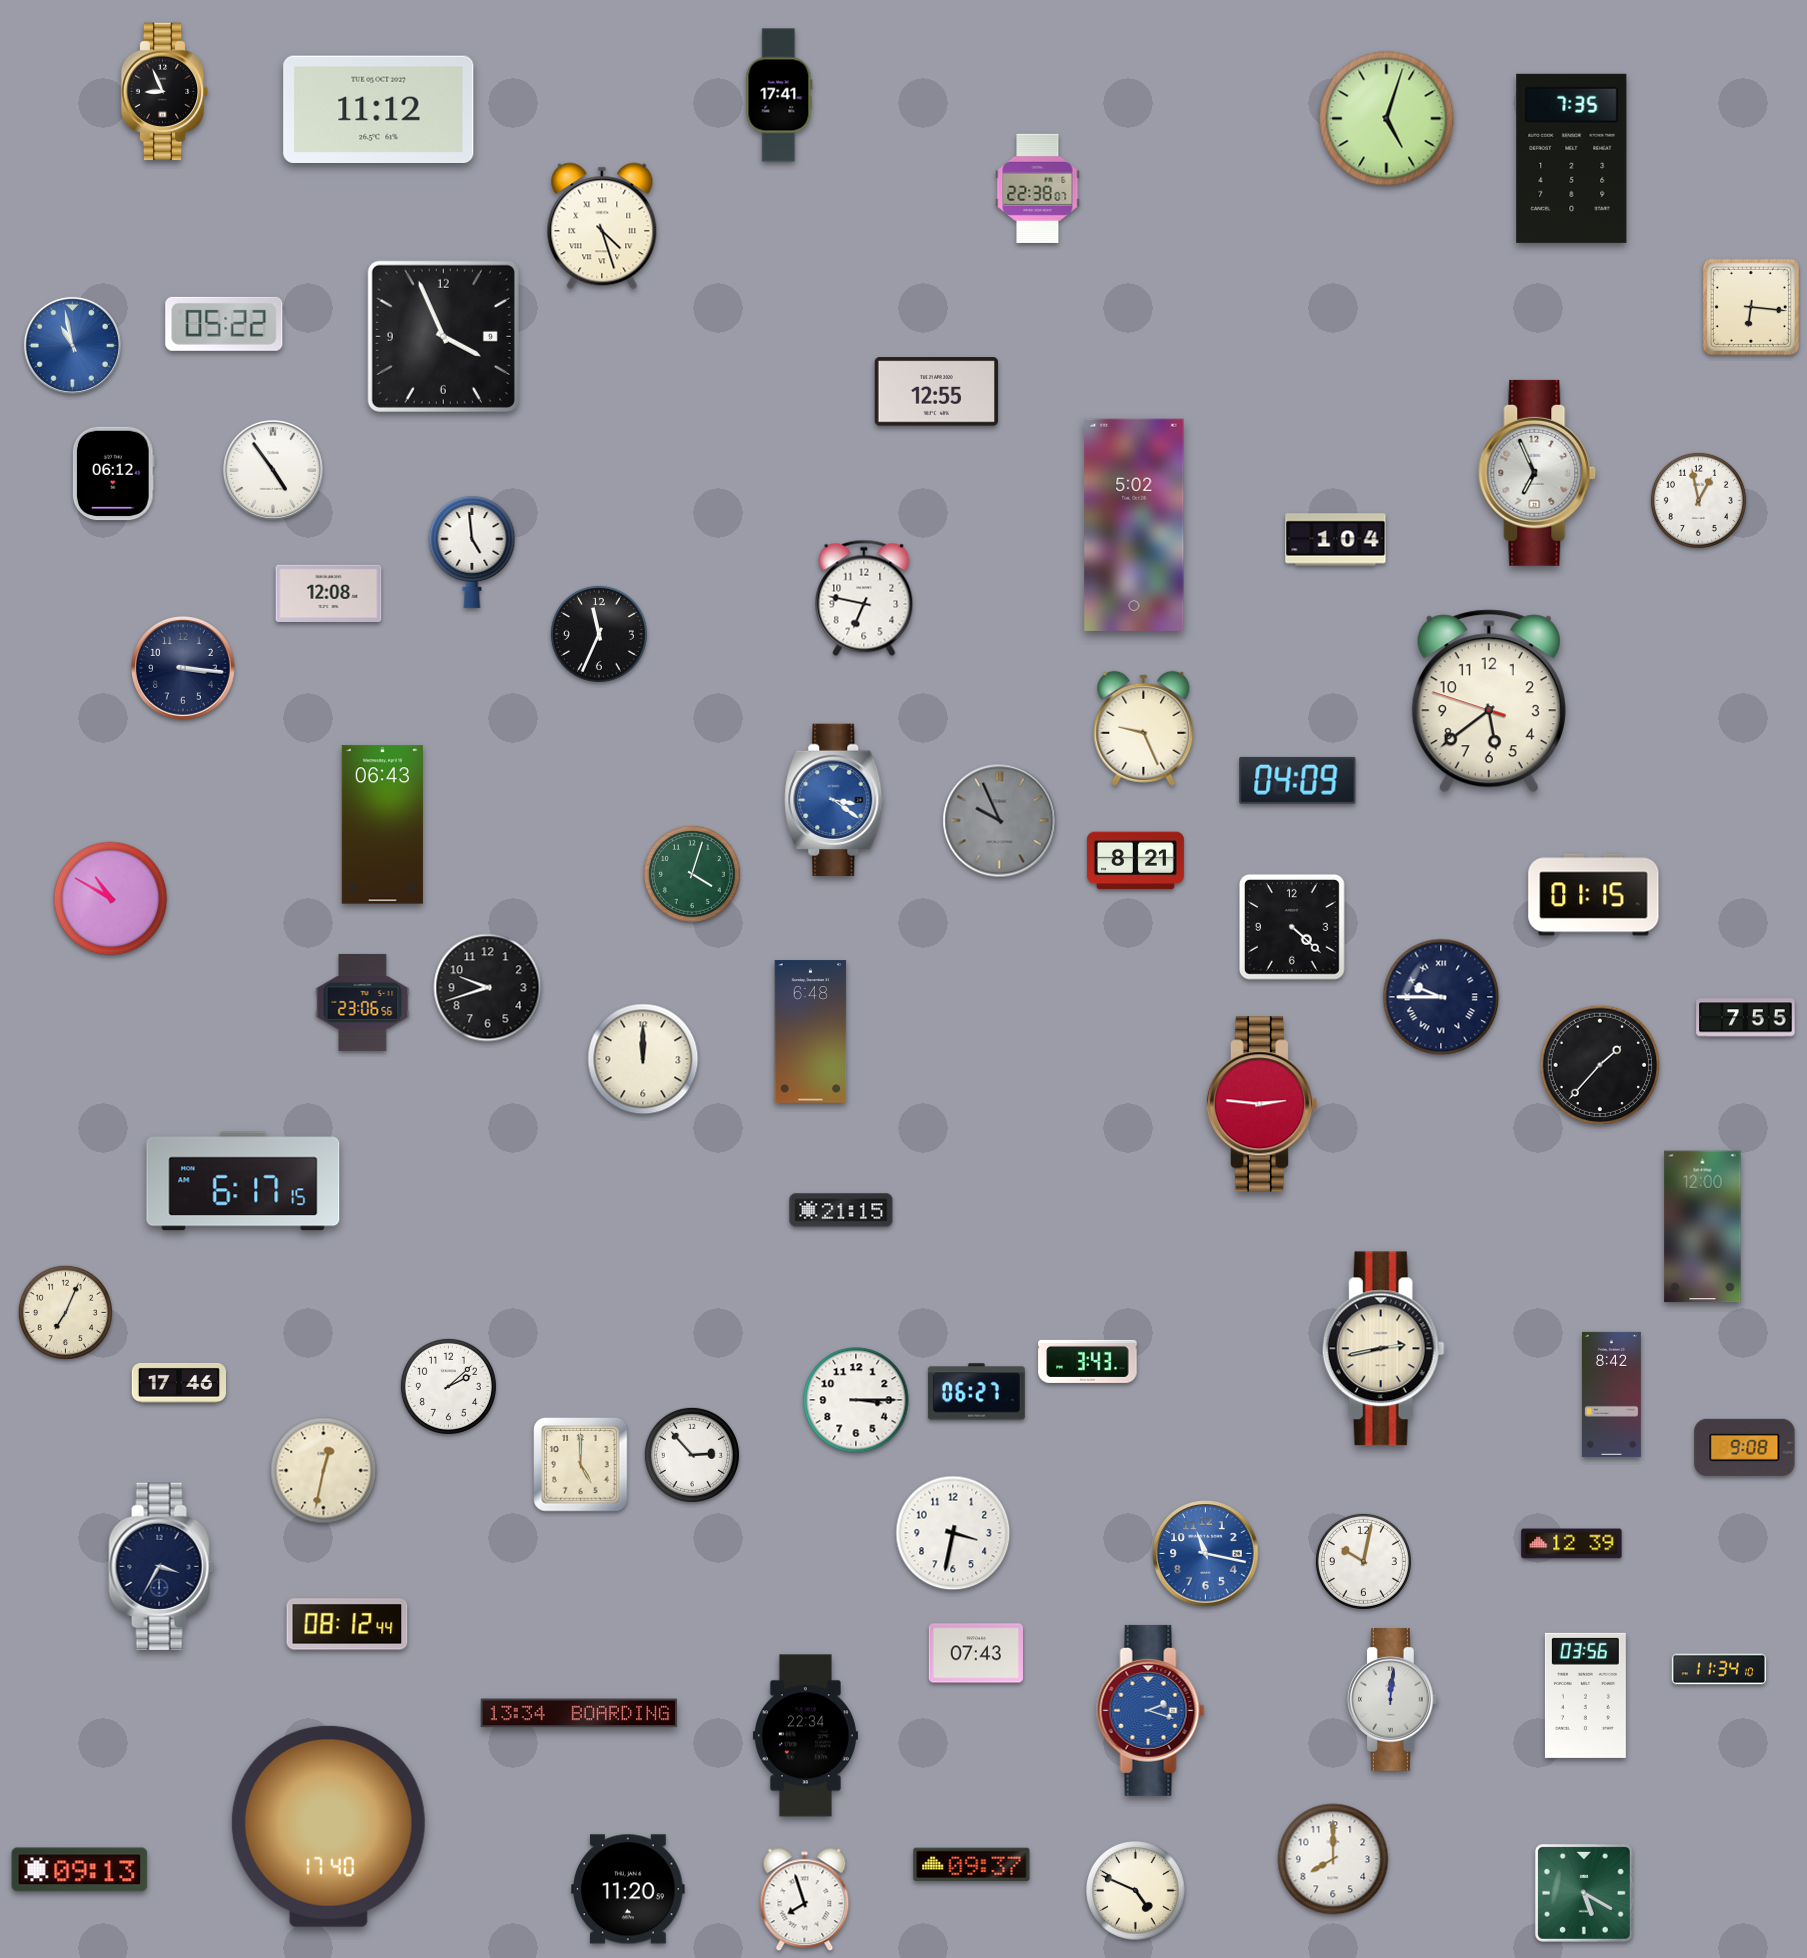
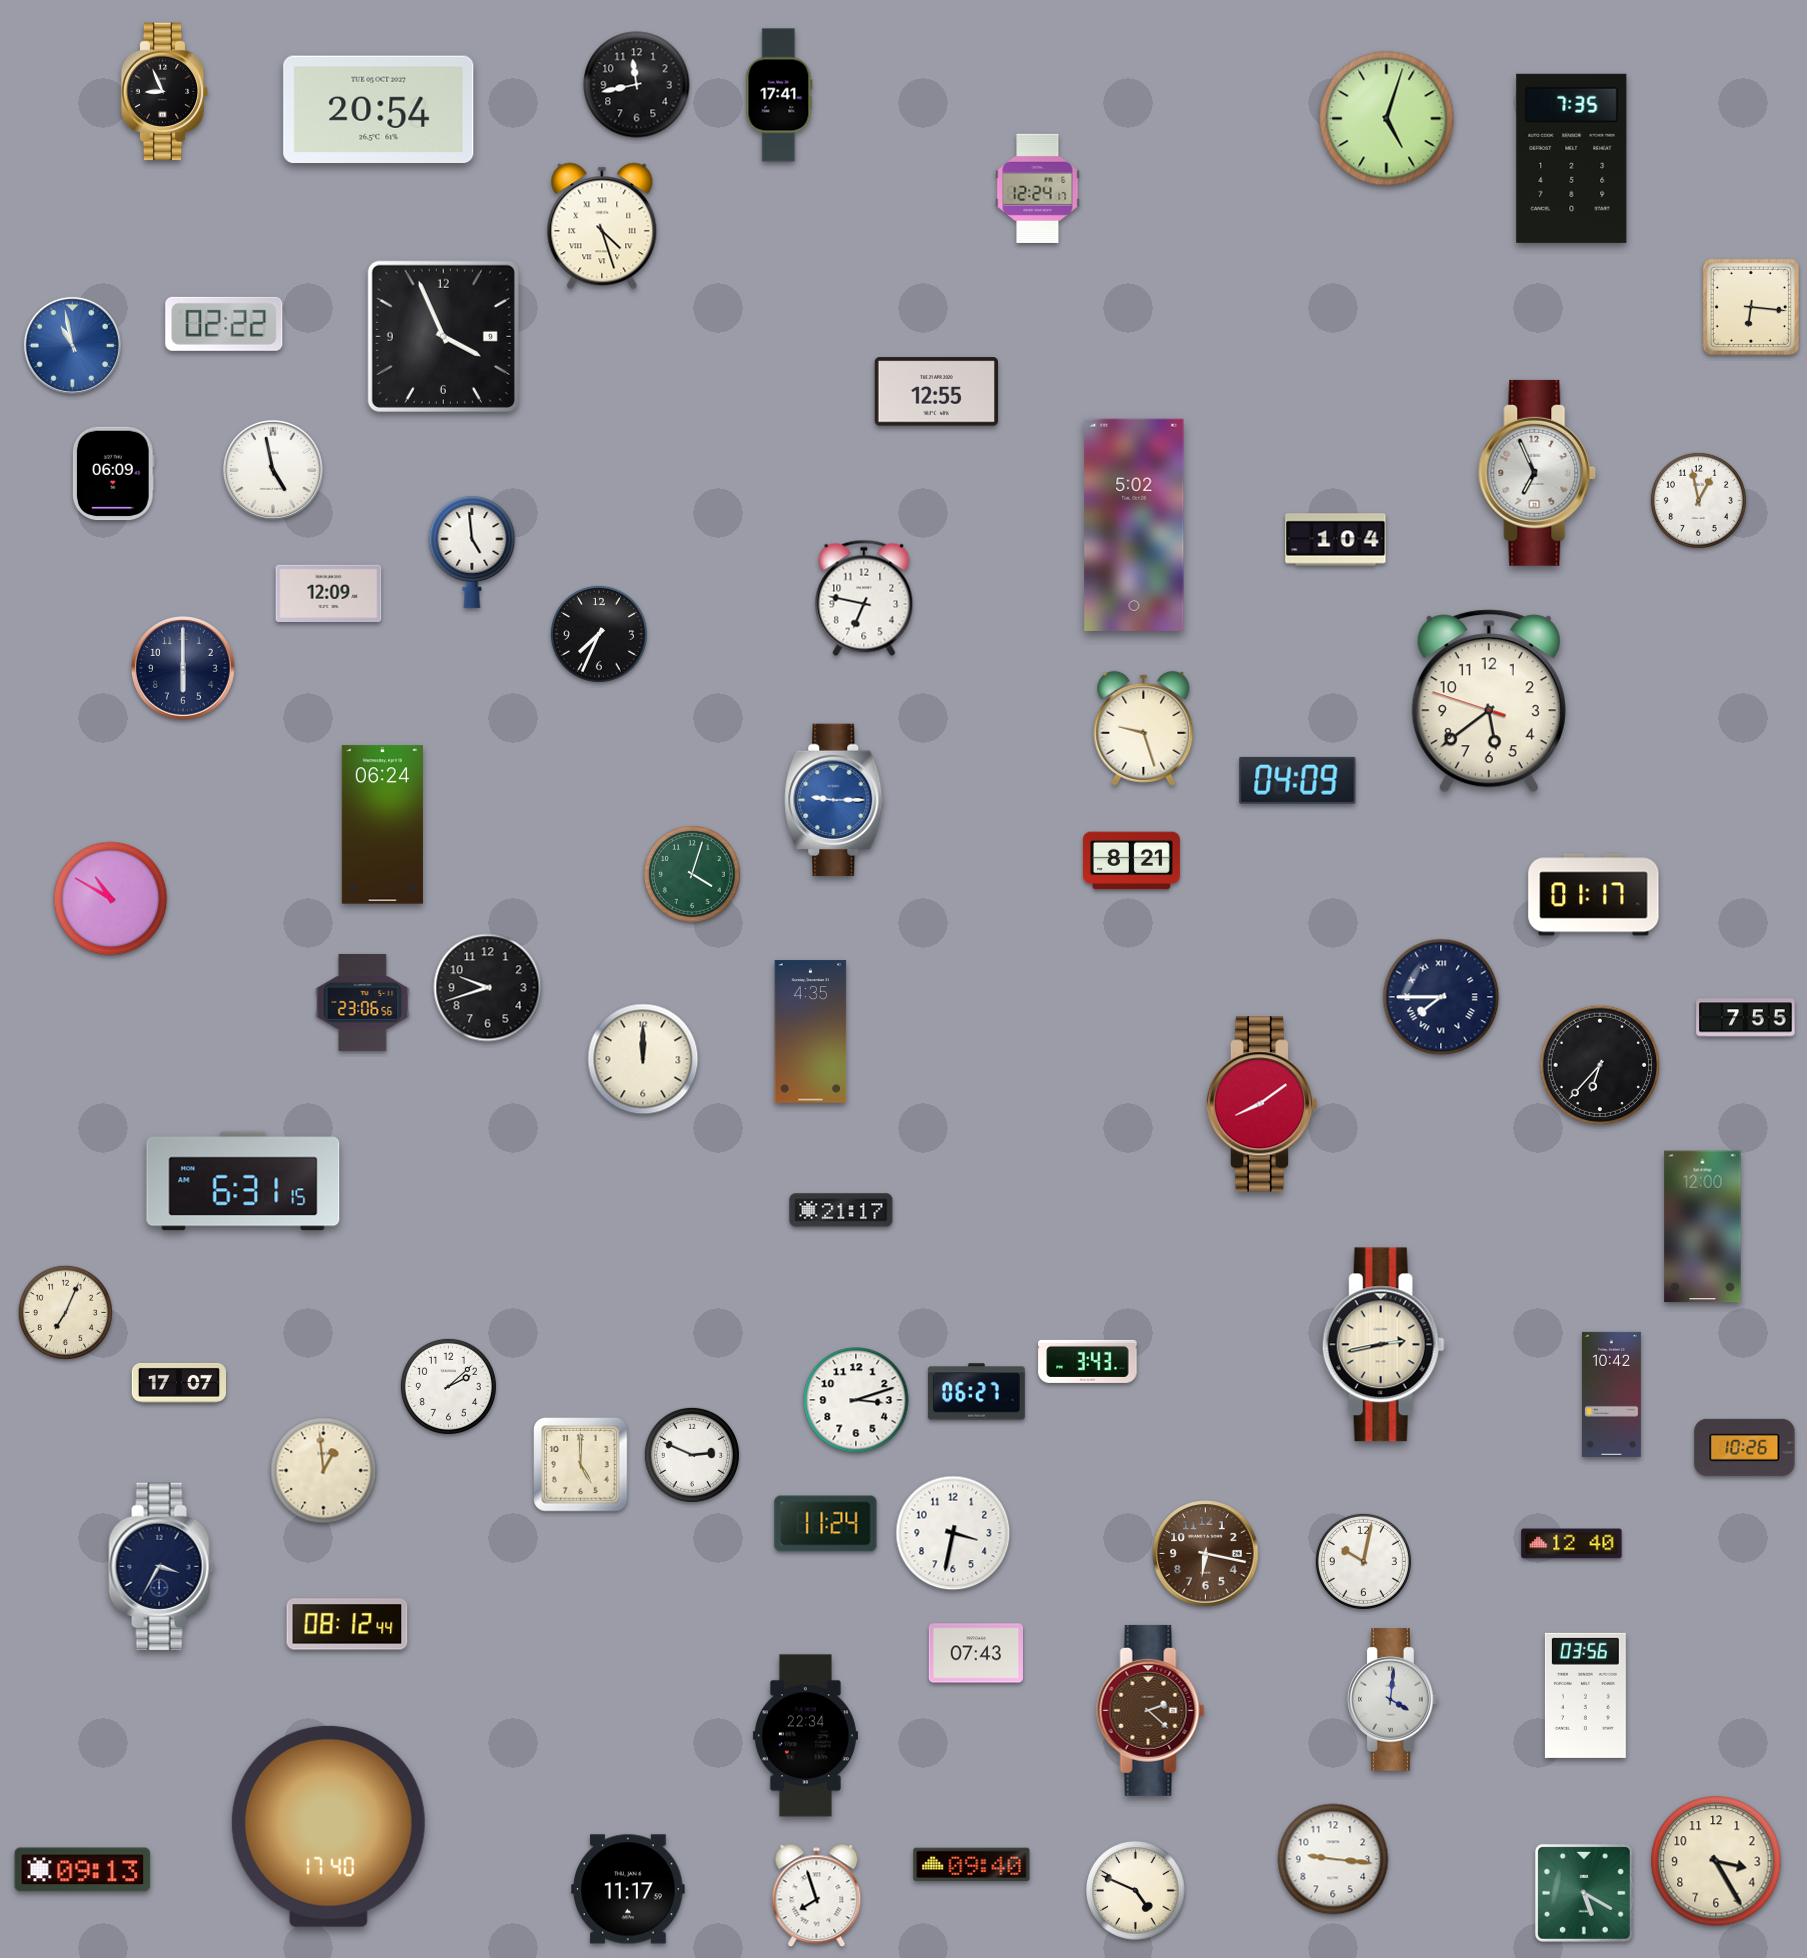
clock at (637, 85): none -> 11:43
clock at (379, 109): 11:12 -> 20:54
clock at (1038, 188): 22:38 -> 12:24
clock at (224, 324): 05:22 -> 02:22
clock at (273, 470): 4:54 -> 4:58
clock at (113, 474): 06:12 -> 06:09
clock at (329, 594): 12:08 -> 12:09
clock at (599, 634): 11:34 -> 7:34
clock at (184, 669): 3:16 -> 6:00
clock at (1144, 728): 9:26 -> 9:27
clock at (834, 800): 3:21 -> 9:15
clock at (1000, 821): 9:56 -> none
clock at (382, 825): 06:43 -> 06:24
clock at (1135, 861) position: (1135, 861) -> (1131, 861)
clock at (1594, 895): 01:15 -> 01:17
clock at (1292, 927): 4:22 -> none
clock at (1441, 997): 9:45 -> 7:45
clock at (811, 1032): 6:48 -> 4:35
clock at (1599, 1064): 1:37 -> 6:37
clock at (1261, 1104): 2:46 -> 8:09
clock at (243, 1181): 6:17 -> 6:31
clock at (841, 1210): 21:15 -> 21:17
clock at (1383, 1349) position: (1383, 1349) -> (1383, 1345)
clock at (178, 1383): 17:46 -> 17:07
clock at (1611, 1394): 8:42 -> 10:42
clock at (856, 1400): 3:15 -> 3:12
clock at (1745, 1447): 9:08 -> 10:26
clock at (692, 1455): 2:53 -> 2:49
clock at (324, 1471): 12:32 -> 12:59
clock at (826, 1524): none -> 11:24
clock at (1572, 1544): 12:39 -> 12:40
clock at (1206, 1554): 11:17 -> 6:17
clock at (1206, 1554) dial: blue -> brown
clock at (1719, 1669): 11:34 -> none
clock at (1393, 1700): 12:01 -> 4:01
clock at (1151, 1710): 2:18 -> 2:22
clock at (1151, 1710) dial: blue -> brown
clock at (579, 1713): 13:34 -> none
clock at (1333, 1859): 8:00 -> 9:16
clock at (1716, 1861): none -> 3:25
clock at (972, 1865): 09:37 -> 09:40
clock at (80, 1870) position: (80, 1870) -> (83, 1870)
clock at (628, 1889): 11:20 -> 11:17
clock at (805, 1900) position: (805, 1900) -> (817, 1896)
